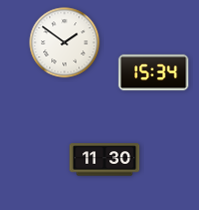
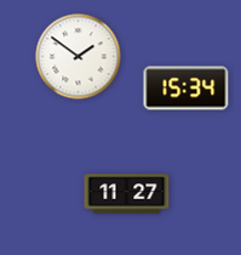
clock at (65, 43) position: (65, 43) -> (79, 57)
clock at (105, 160): 11:30 -> 11:27
